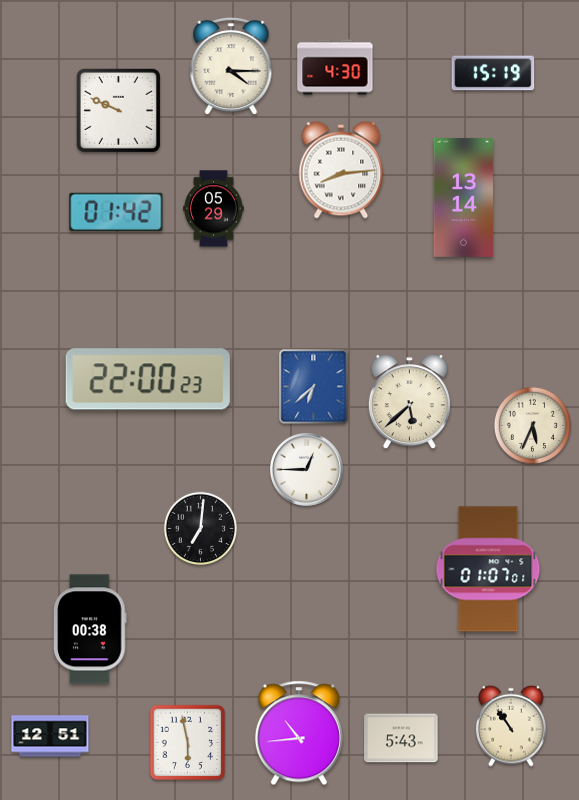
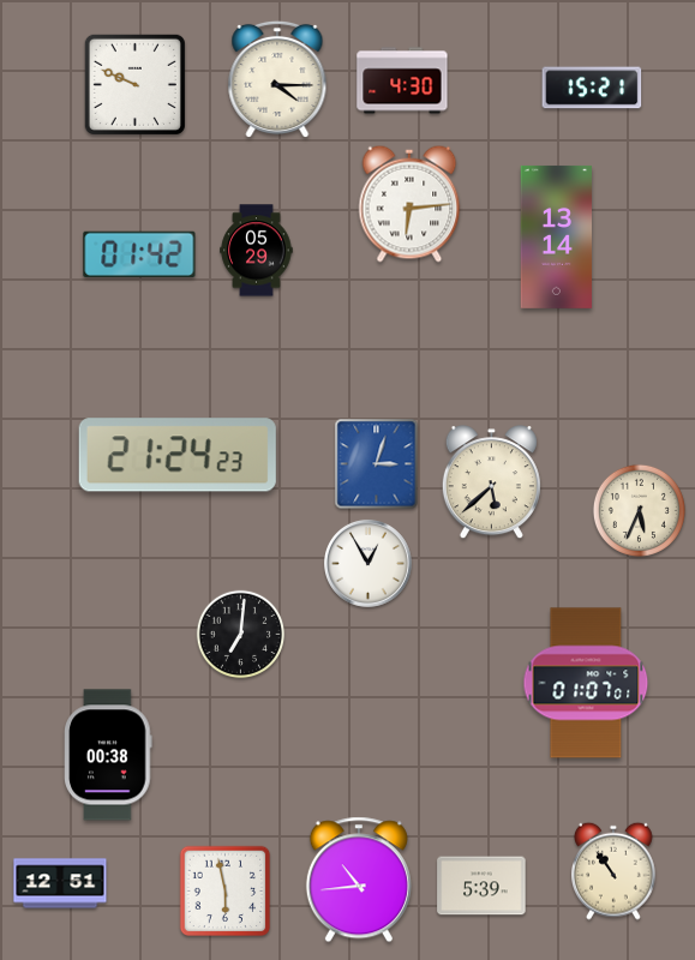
clock at (493, 73): 15:19 -> 15:21
clock at (118, 110) position: (118, 110) -> (134, 84)
clock at (341, 170): 8:14 -> 6:14
clock at (148, 379): 22:00 -> 21:24
clock at (314, 387): 6:38 -> 3:03
clock at (306, 469): 12:45 -> 12:55
clock at (401, 738): 5:43 -> 5:39
